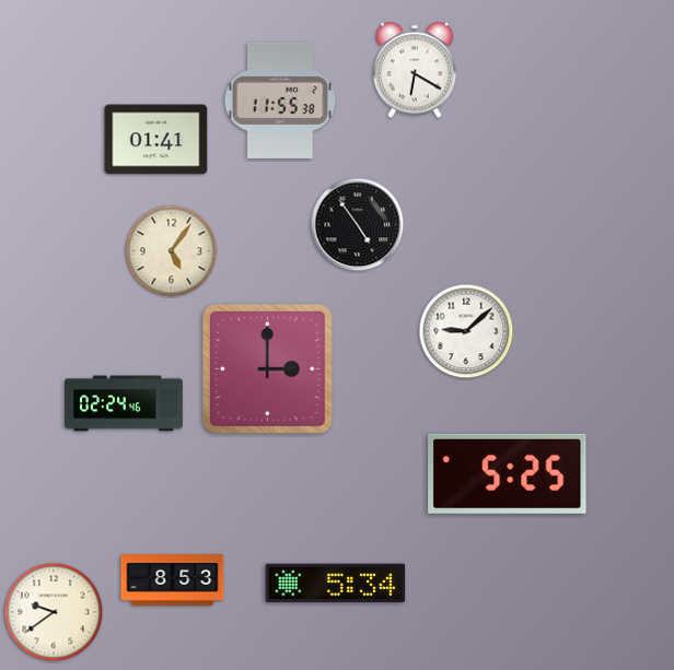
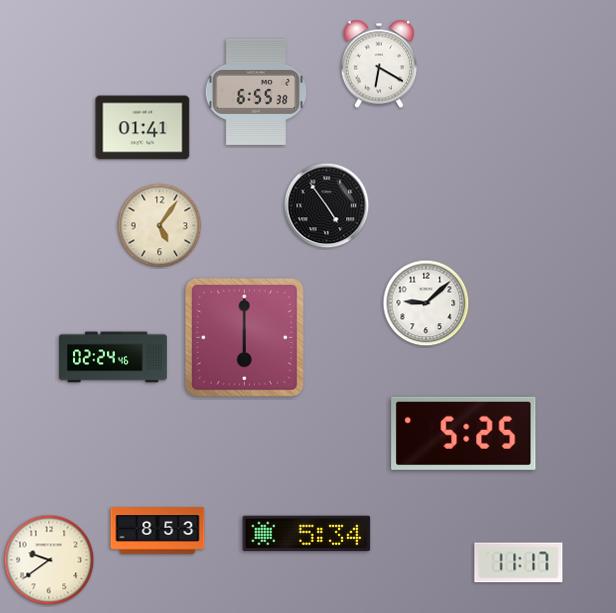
clock at (280, 101): 11:55 -> 6:55
clock at (172, 251) position: (172, 251) -> (160, 226)
clock at (267, 368): 3:00 -> 6:00
clock at (124, 403) position: (124, 403) -> (113, 357)
clock at (519, 563): none -> 11:17
